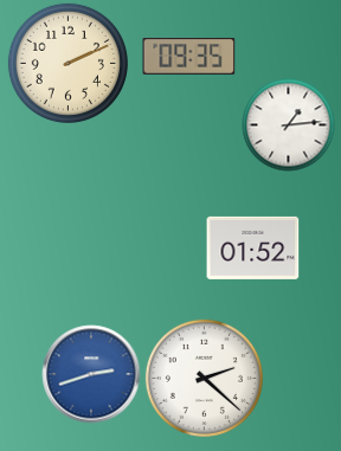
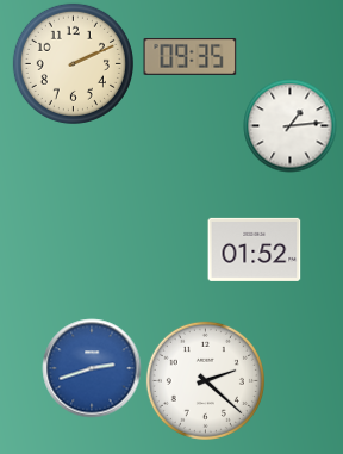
clock at (67, 63) position: (67, 63) -> (73, 63)
clock at (91, 374) position: (91, 374) -> (92, 368)
